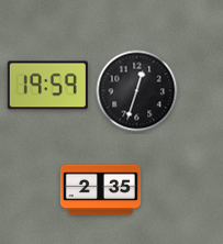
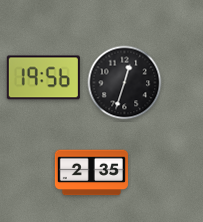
clock at (47, 86): 19:59 -> 19:56
